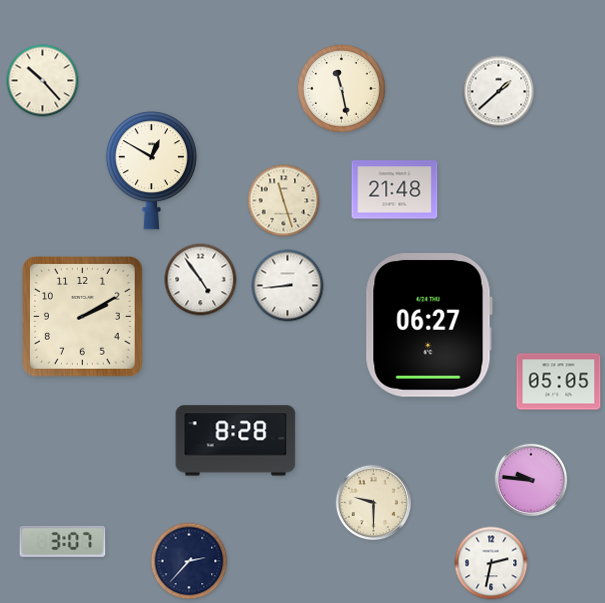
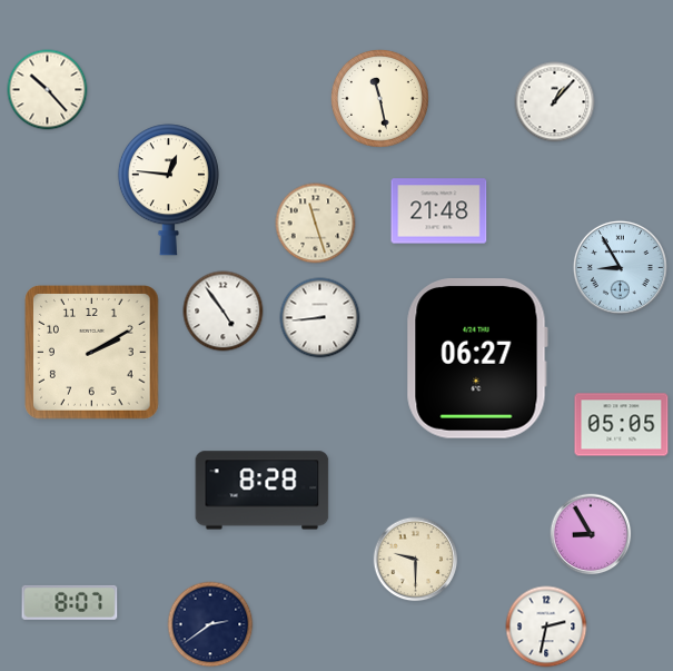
clock at (499, 92): 1:38 -> 1:07
clock at (151, 171): 12:50 -> 12:46
clock at (620, 267): none -> 8:55
clock at (429, 326) position: (429, 326) -> (477, 359)
clock at (531, 480): 9:46 -> 8:55
clock at (63, 541): 3:07 -> 8:07
clock at (189, 561): 2:37 -> 2:39
